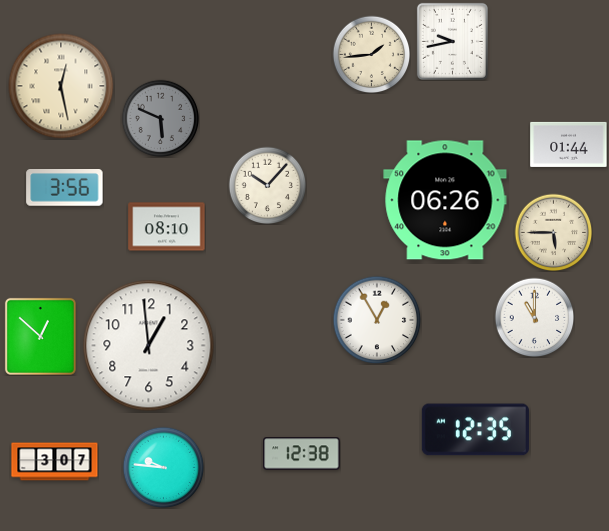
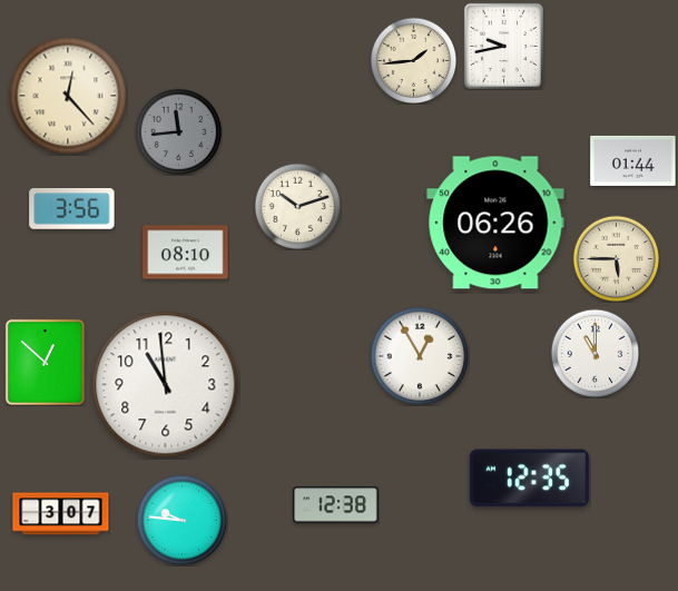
clock at (61, 86): 12:28 -> 12:23
clock at (160, 118): 5:49 -> 11:44
clock at (267, 185): 10:07 -> 10:12
clock at (40, 336) position: (40, 336) -> (45, 362)
clock at (149, 346): 12:59 -> 10:59
